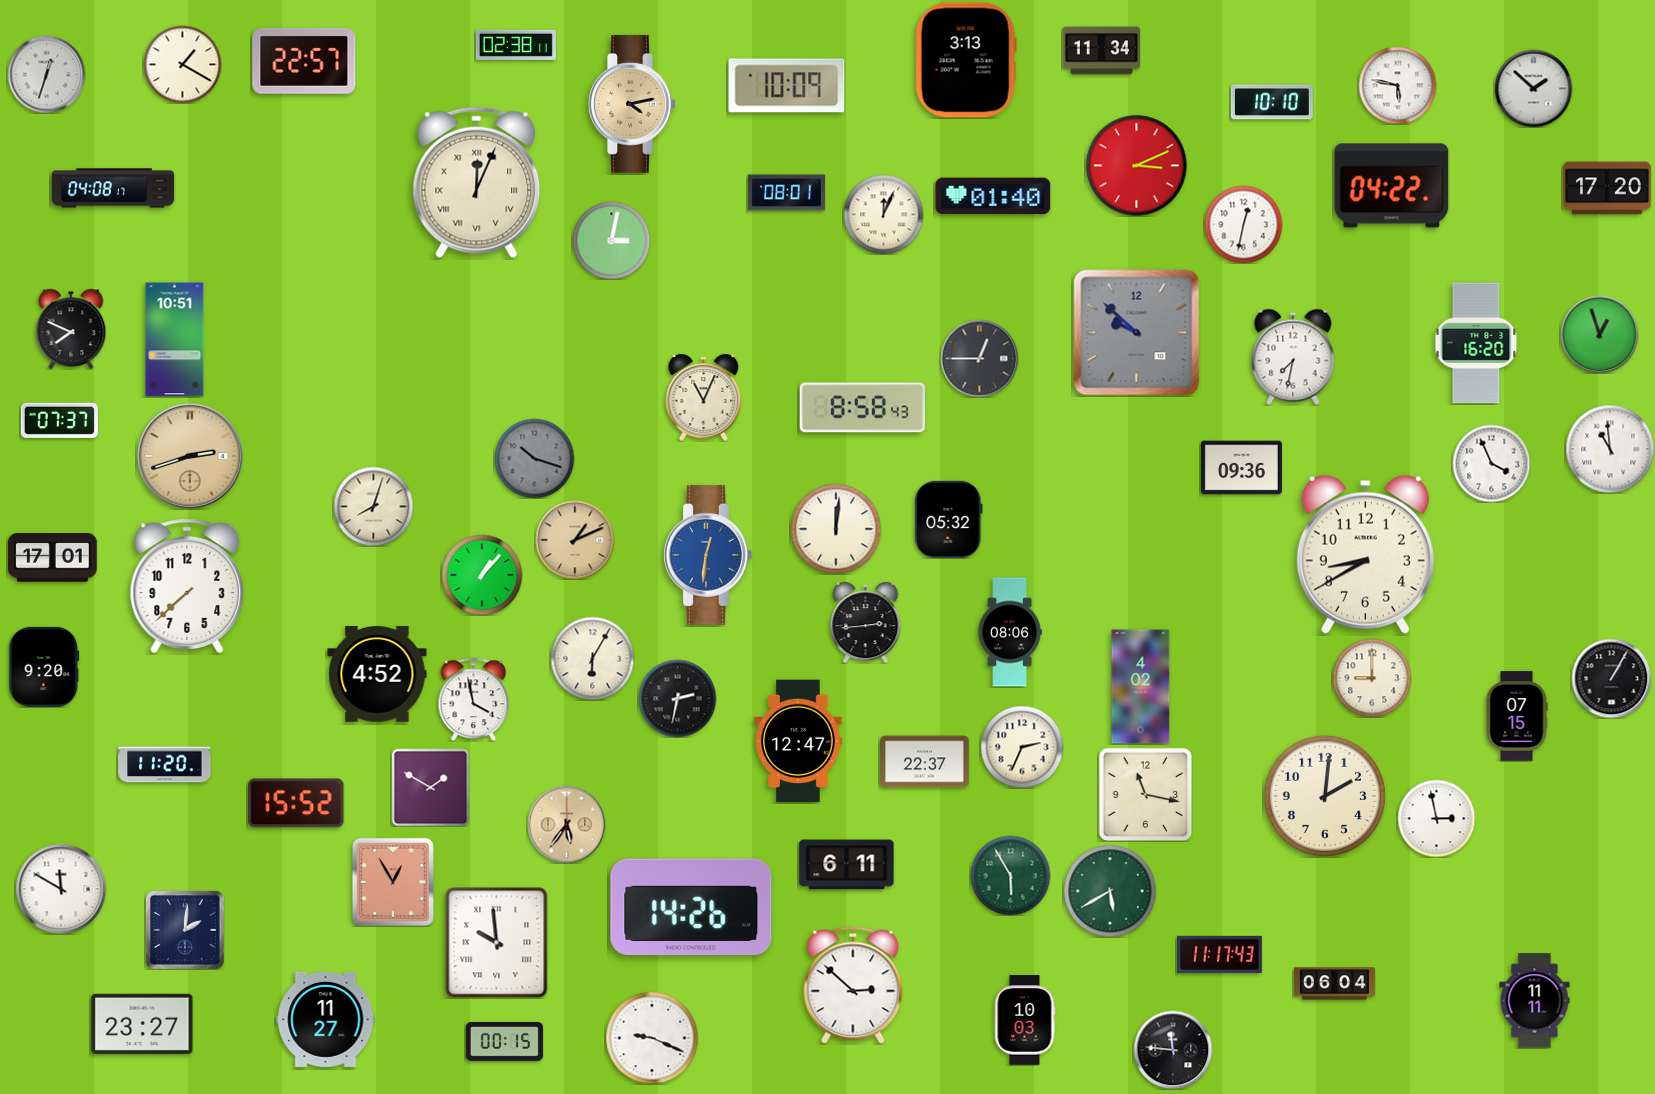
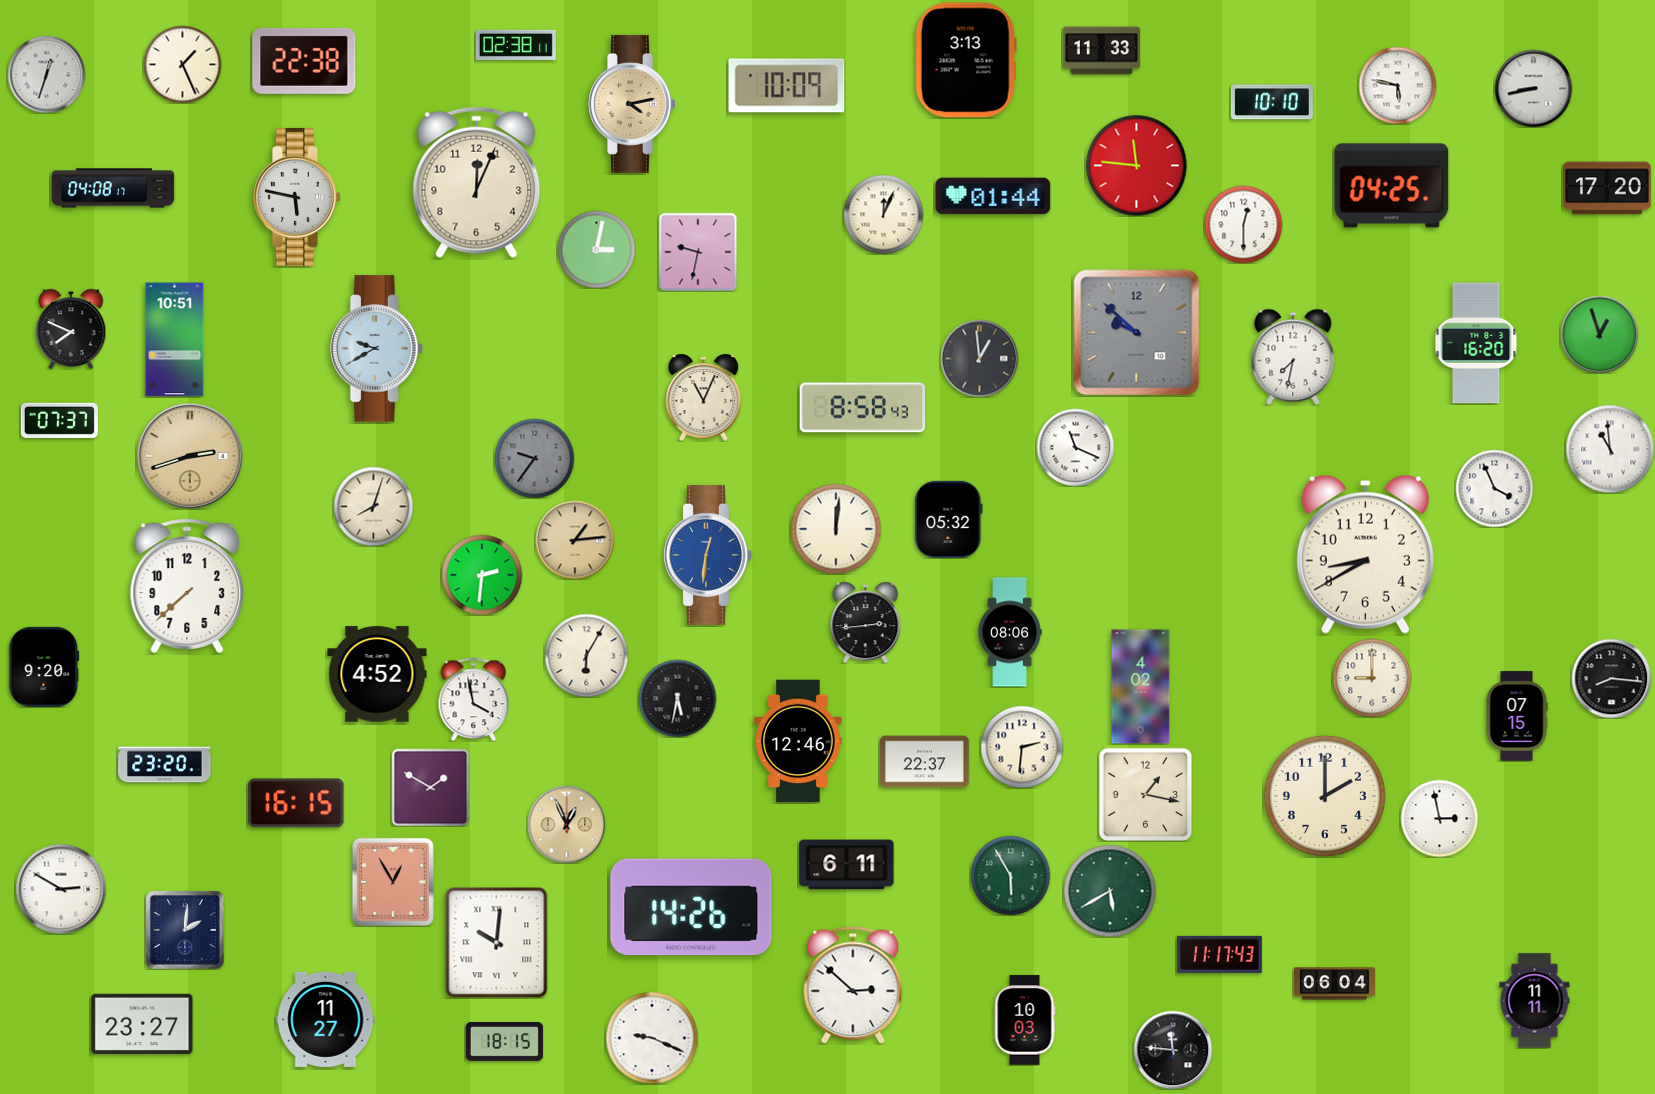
clock at (1101, 51): 11:34 -> 11:33
clock at (304, 61): 22:57 -> 22:38
clock at (182, 64): 1:20 -> 1:26
clock at (1533, 88): 1:52 -> 8:43
clock at (1137, 166): 3:11 -> 11:46
clock at (477, 183) numerals: Roman -> Arabic
clock at (1392, 186): 04:22 -> 04:25
clock at (786, 193): 08:01 -> none
clock at (993, 196): 01:40 -> 01:44
clock at (297, 197): none -> 5:47
clock at (1243, 224): 12:32 -> 12:30
clock at (611, 240) position: (611, 240) -> (596, 249)
clock at (698, 252): none -> 9:32
clock at (377, 349): none -> 9:40
clock at (979, 358): 12:45 -> 12:59
clock at (1075, 447): none -> 11:19
clock at (534, 458): 10:18 -> 9:36
clock at (1491, 463) position: (1491, 463) -> (1494, 488)
clock at (1241, 468): 09:36 -> none
clock at (575, 540): 1:11 -> 1:14
clock at (53, 558): 17:01 -> none
clock at (482, 575): 1:07 -> 2:31
clock at (592, 658) position: (592, 658) -> (586, 655)
clock at (1611, 678): 1:05 -> 8:16
clock at (677, 698): 2:32 -> 5:32
clock at (798, 741): 12:47 -> 12:46
clock at (1022, 747): 2:34 -> 2:31
clock at (165, 765): 11:20 -> 23:20
clock at (1145, 794): 11:17 -> 1:17
clock at (1325, 796): 2:01 -> 2:00
clock at (296, 803): 15:52 -> 16:15
clock at (1436, 818) position: (1436, 818) -> (1439, 818)
clock at (566, 824): 5:36 -> 12:56
clock at (61, 889): 11:50 -> 2:50
clock at (497, 943): 9:59 -> 10:01
clock at (504, 1041): 00:15 -> 18:15
